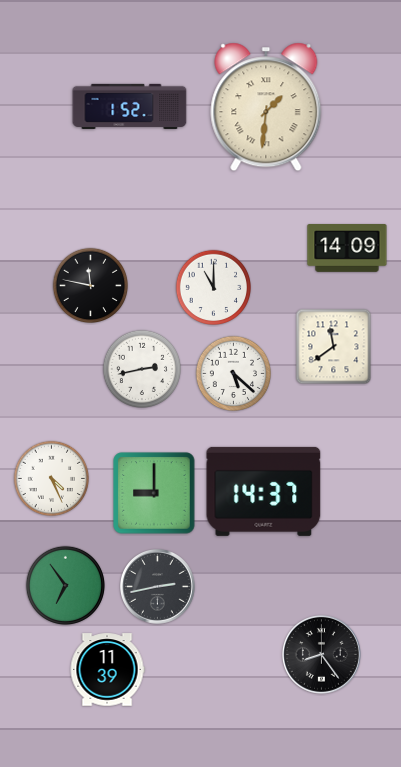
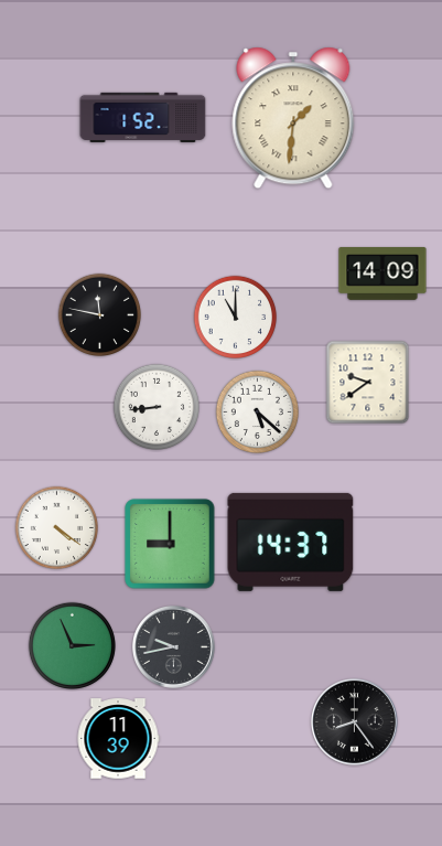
clock at (334, 347): 11:39 -> 9:39
clock at (141, 368): 2:43 -> 8:44
clock at (51, 478): 4:26 -> 4:21
clock at (65, 585): 6:54 -> 2:56
clock at (158, 587): 2:43 -> 9:43
